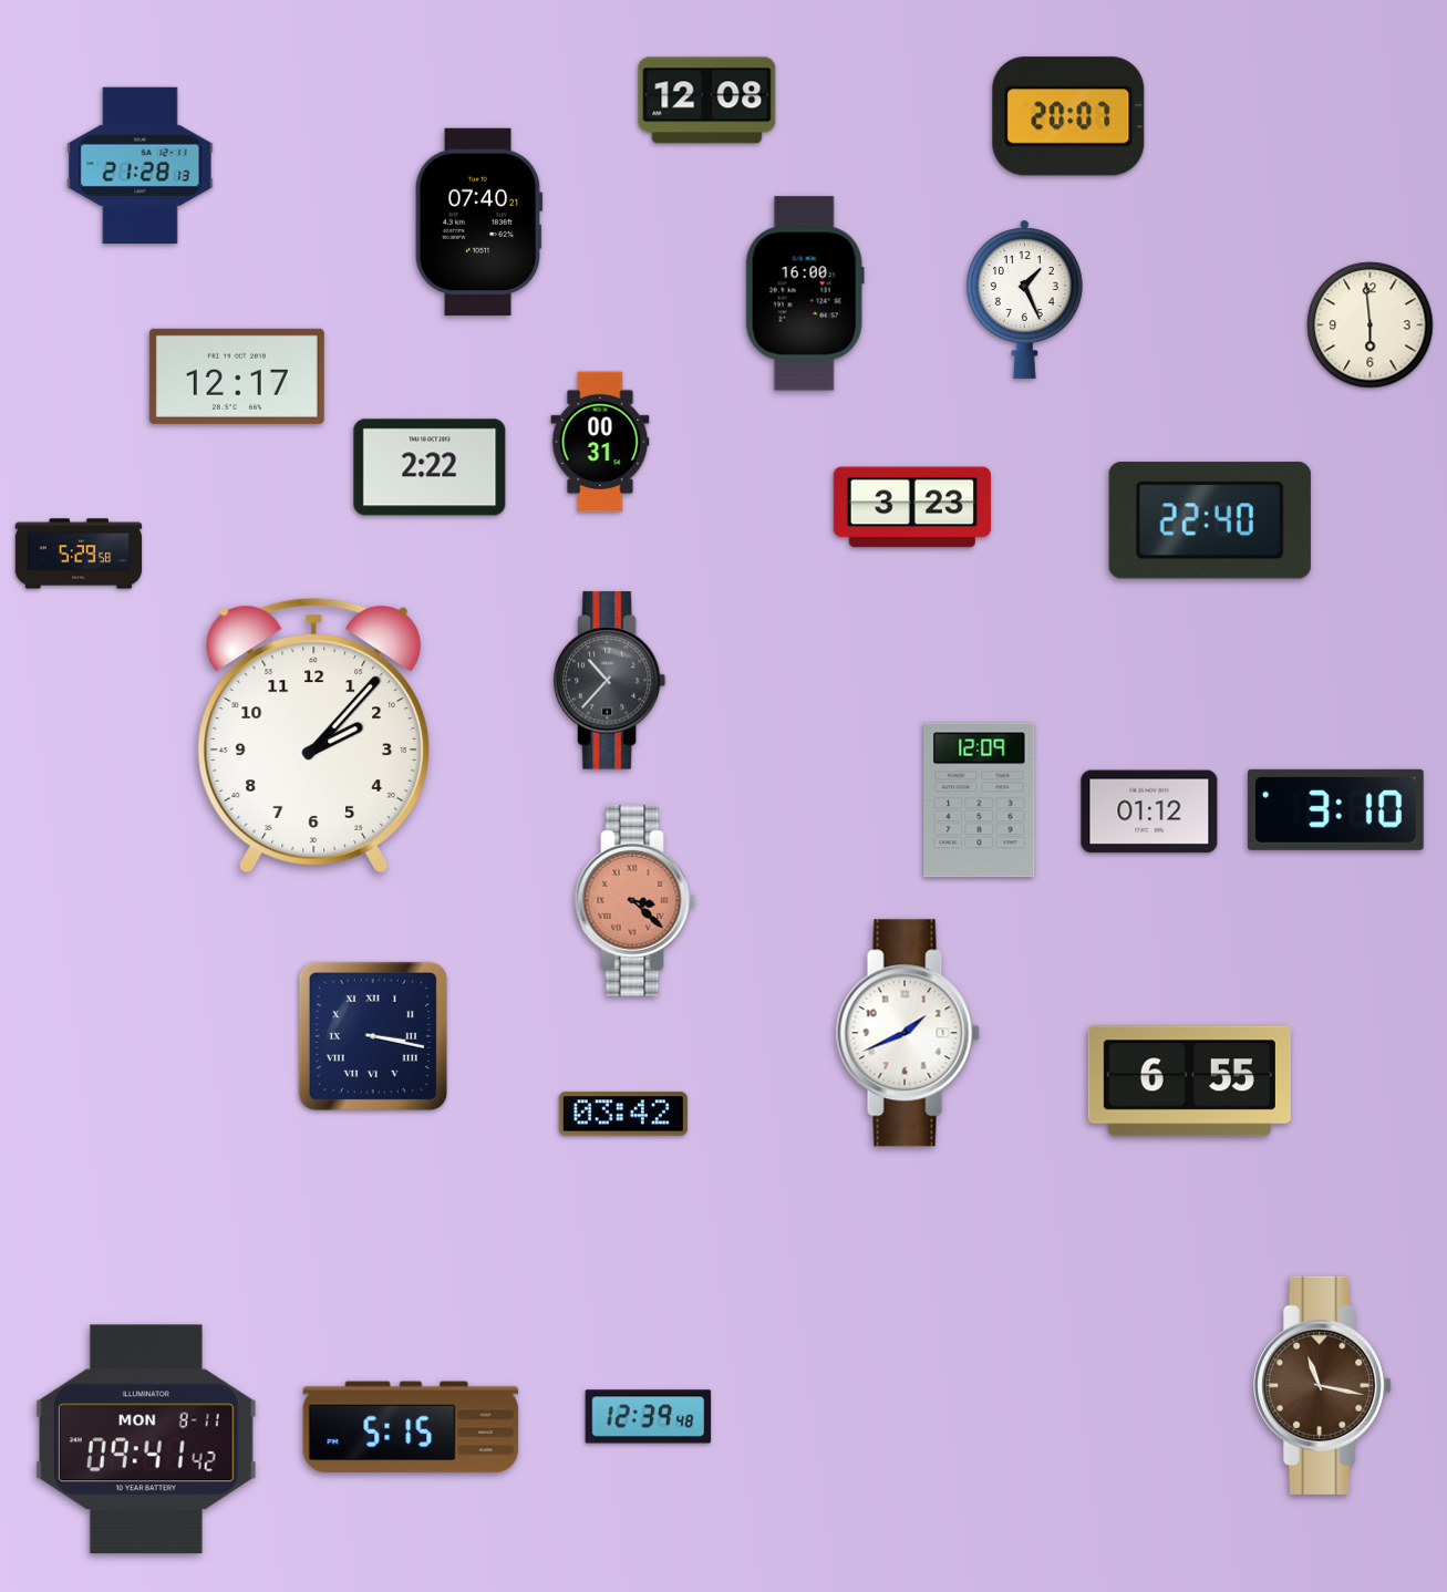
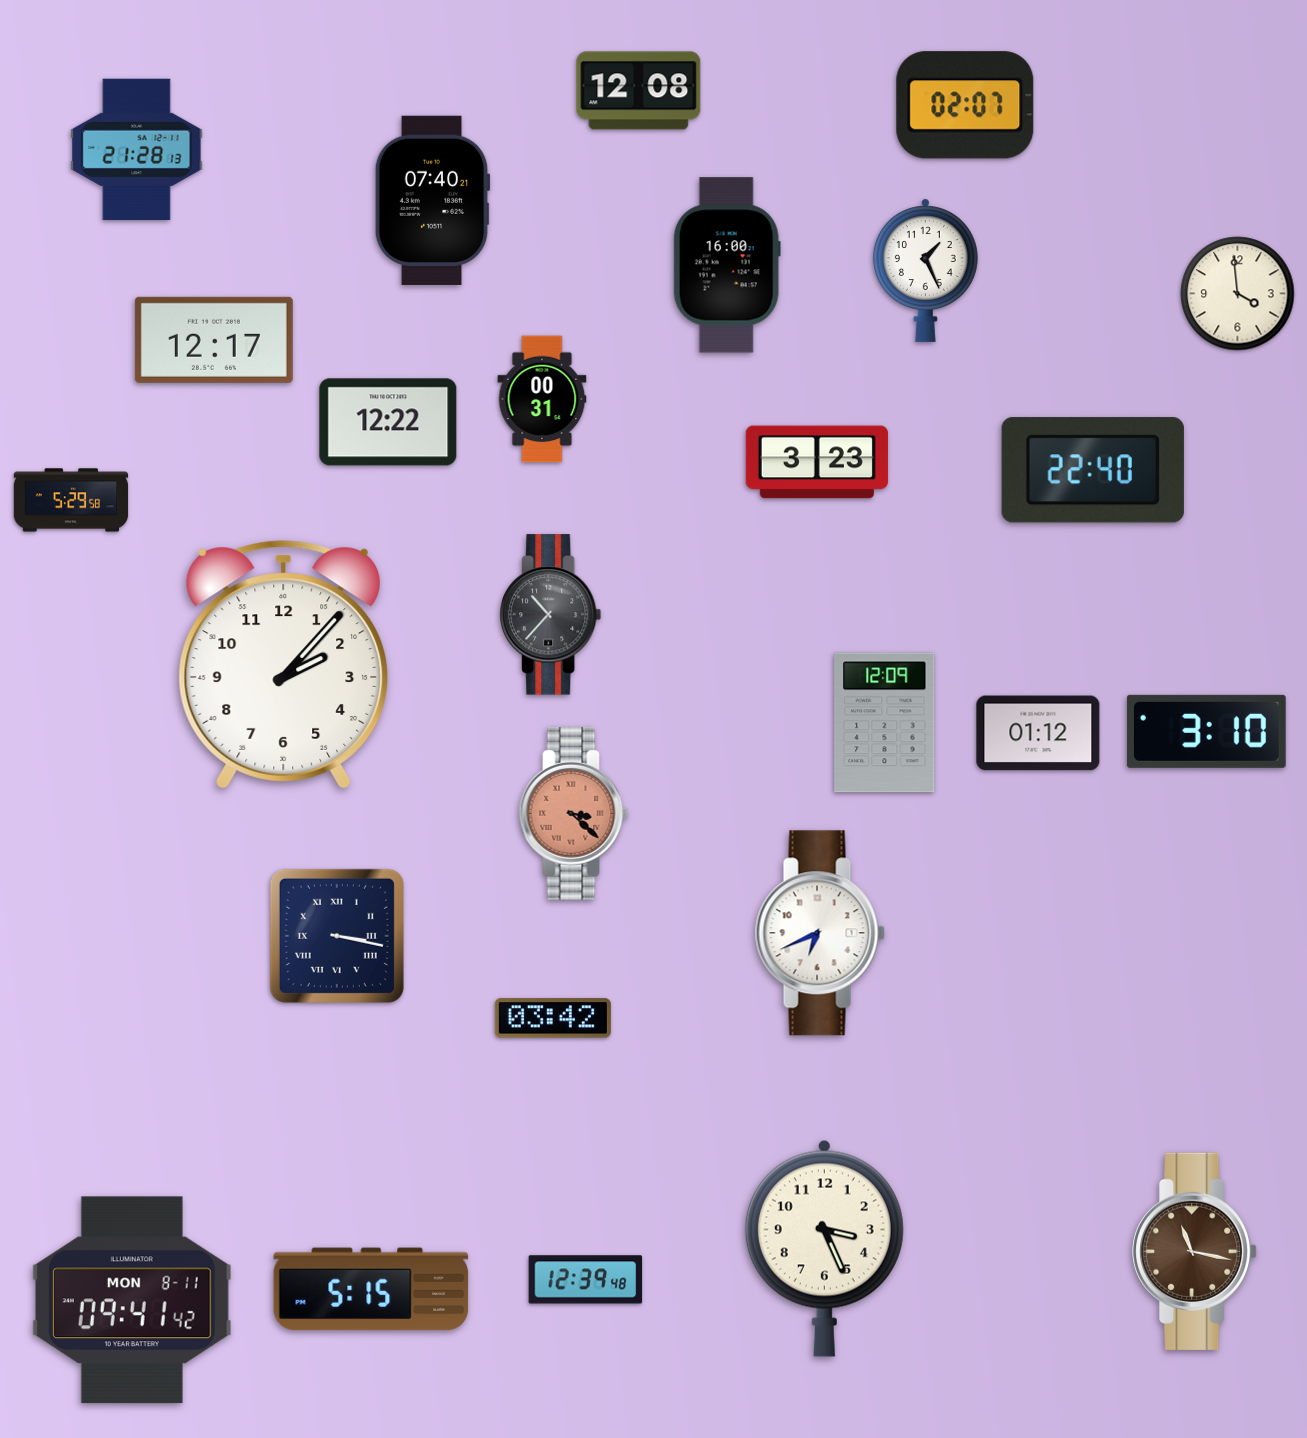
clock at (1068, 116): 20:07 -> 02:07
clock at (141, 166) position: (141, 166) -> (137, 150)
clock at (1371, 325): 5:59 -> 3:59
clock at (430, 467): 2:22 -> 12:22
clock at (912, 507) position: (912, 507) -> (817, 462)
clock at (908, 1033): 1:41 -> 6:41
clock at (1189, 1082): 6:55 -> none
clock at (623, 1114) position: (623, 1114) -> (553, 1018)
clock at (824, 1248): none -> 3:26
